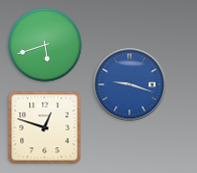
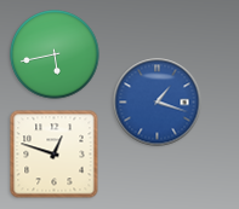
clock at (45, 45): 5:42 -> 5:43
clock at (130, 85): 9:18 -> 1:18
